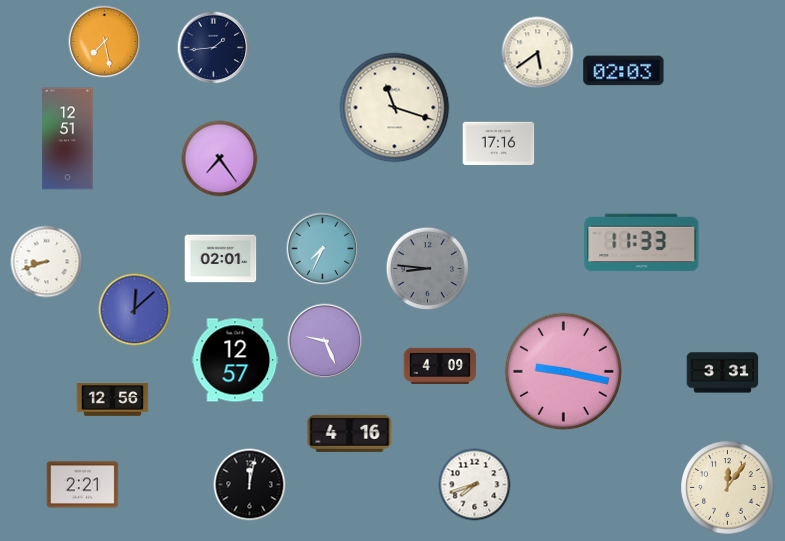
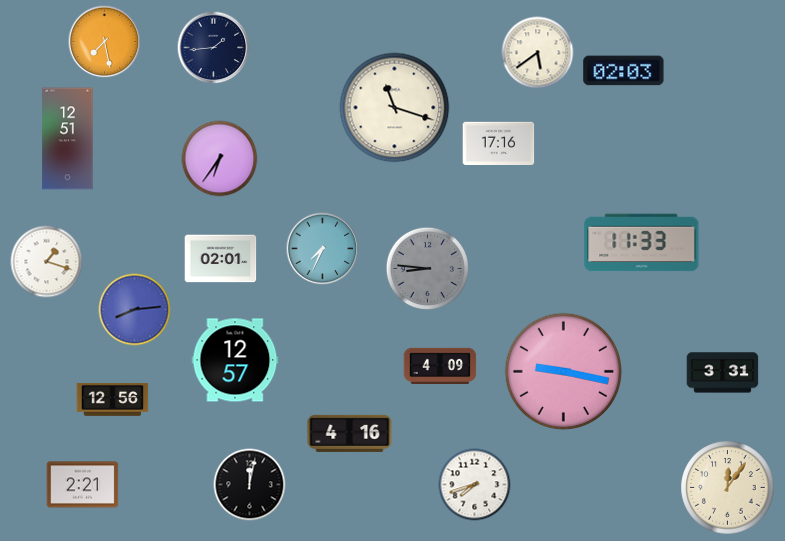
clock at (220, 159): 7:24 -> 6:36
clock at (47, 262): 8:42 -> 1:18
clock at (135, 310): 12:08 -> 8:14
clock at (325, 341): 9:26 -> none
